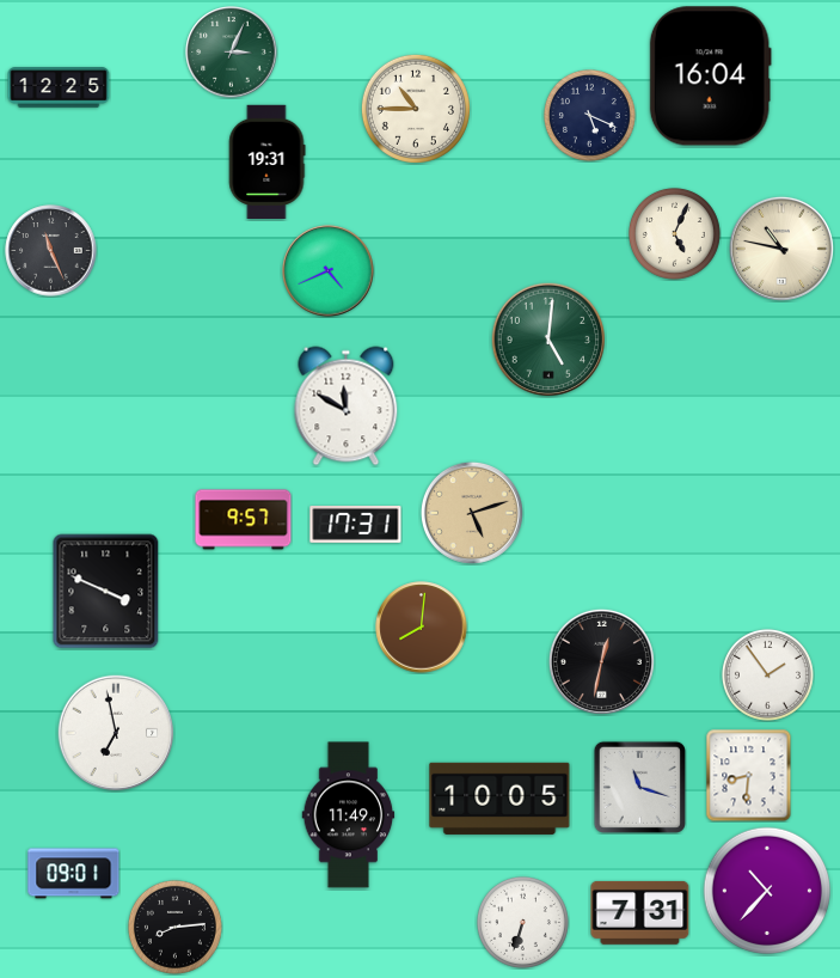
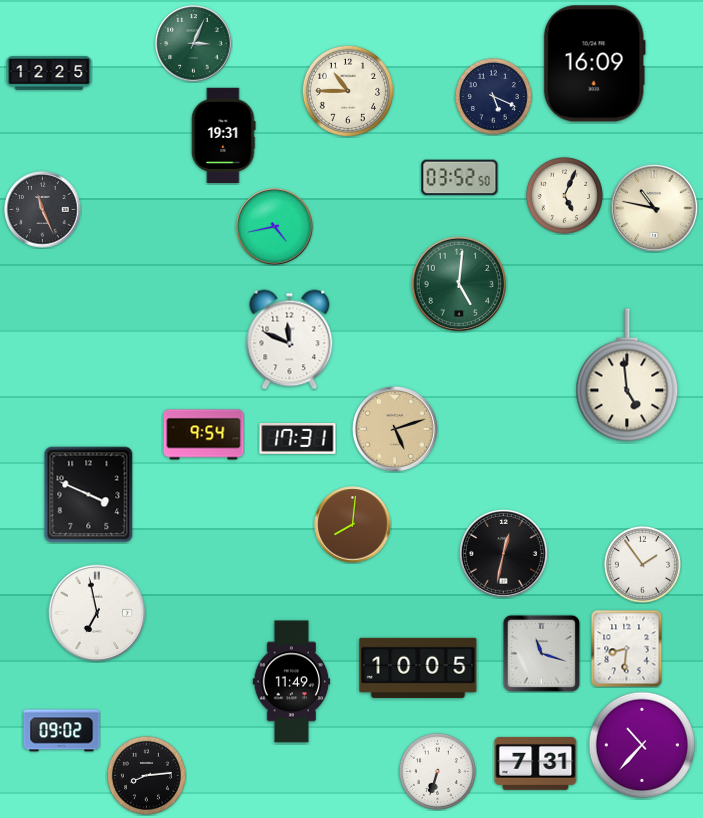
clock at (710, 77): 16:04 -> 16:09
clock at (460, 178): none -> 03:52
clock at (329, 271): 4:41 -> 4:43
clock at (347, 407): 11:50 -> 11:49
clock at (627, 375): none -> 4:59
clock at (244, 520): 9:57 -> 9:54
clock at (639, 787) position: (639, 787) -> (541, 653)
clock at (74, 874): 09:01 -> 09:02
